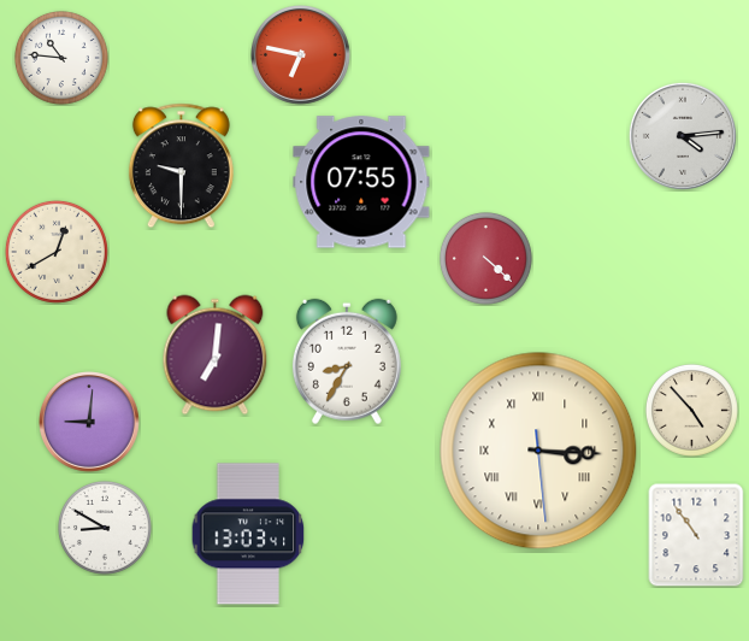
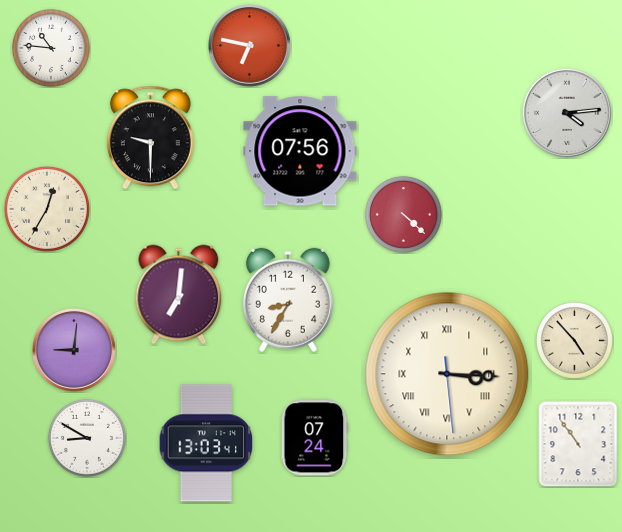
clock at (361, 182): 07:55 -> 07:56
clock at (57, 252): 12:40 -> 12:35
clock at (315, 438): none -> 07:24
